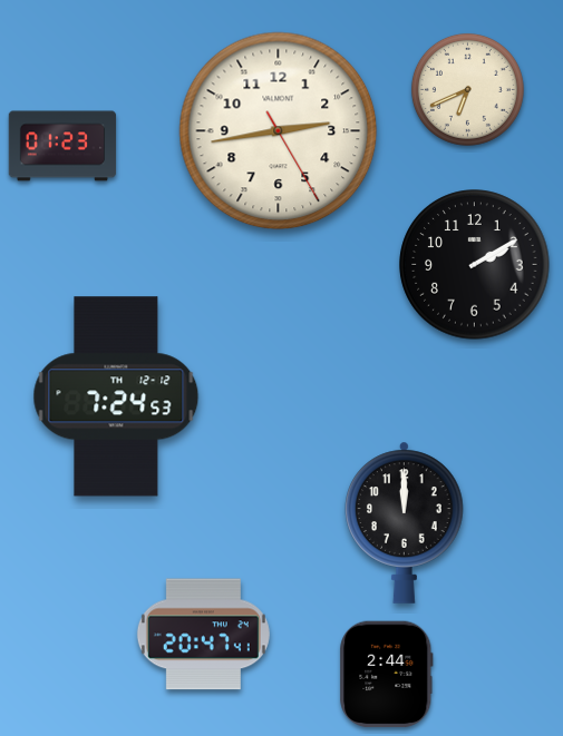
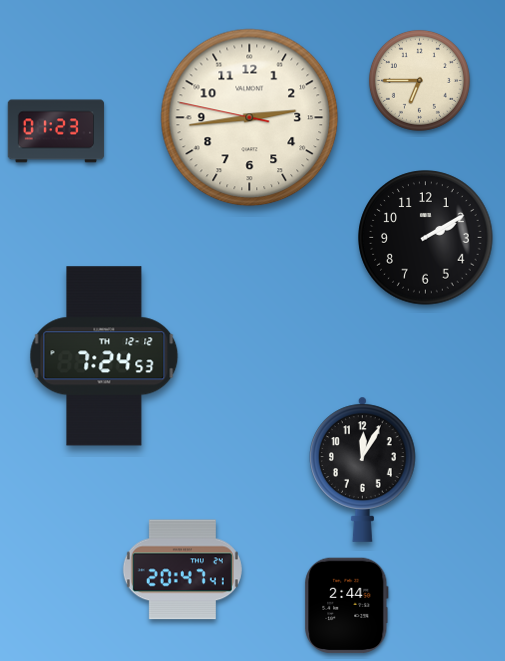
clock at (467, 89): 6:41 -> 6:45
clock at (279, 131): 2:43:25 -> 2:43:47
clock at (405, 522): 12:00 -> 12:05
